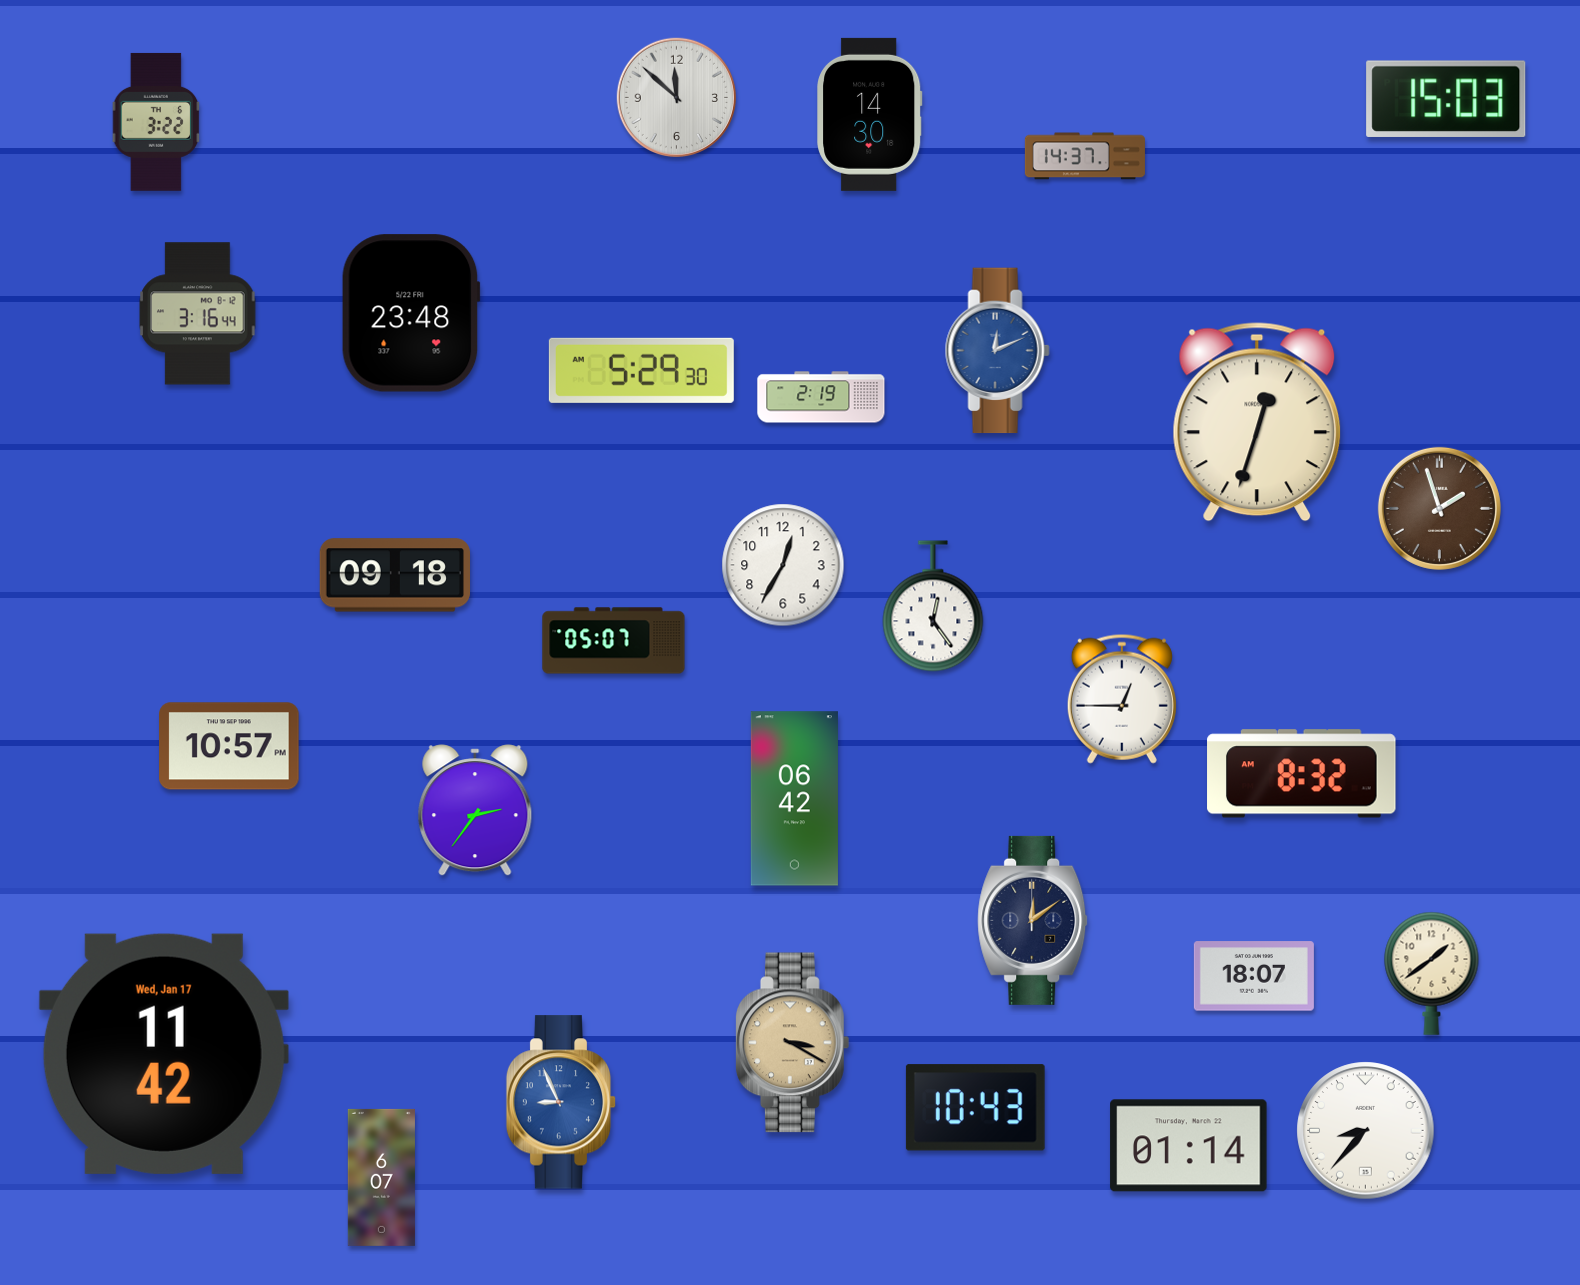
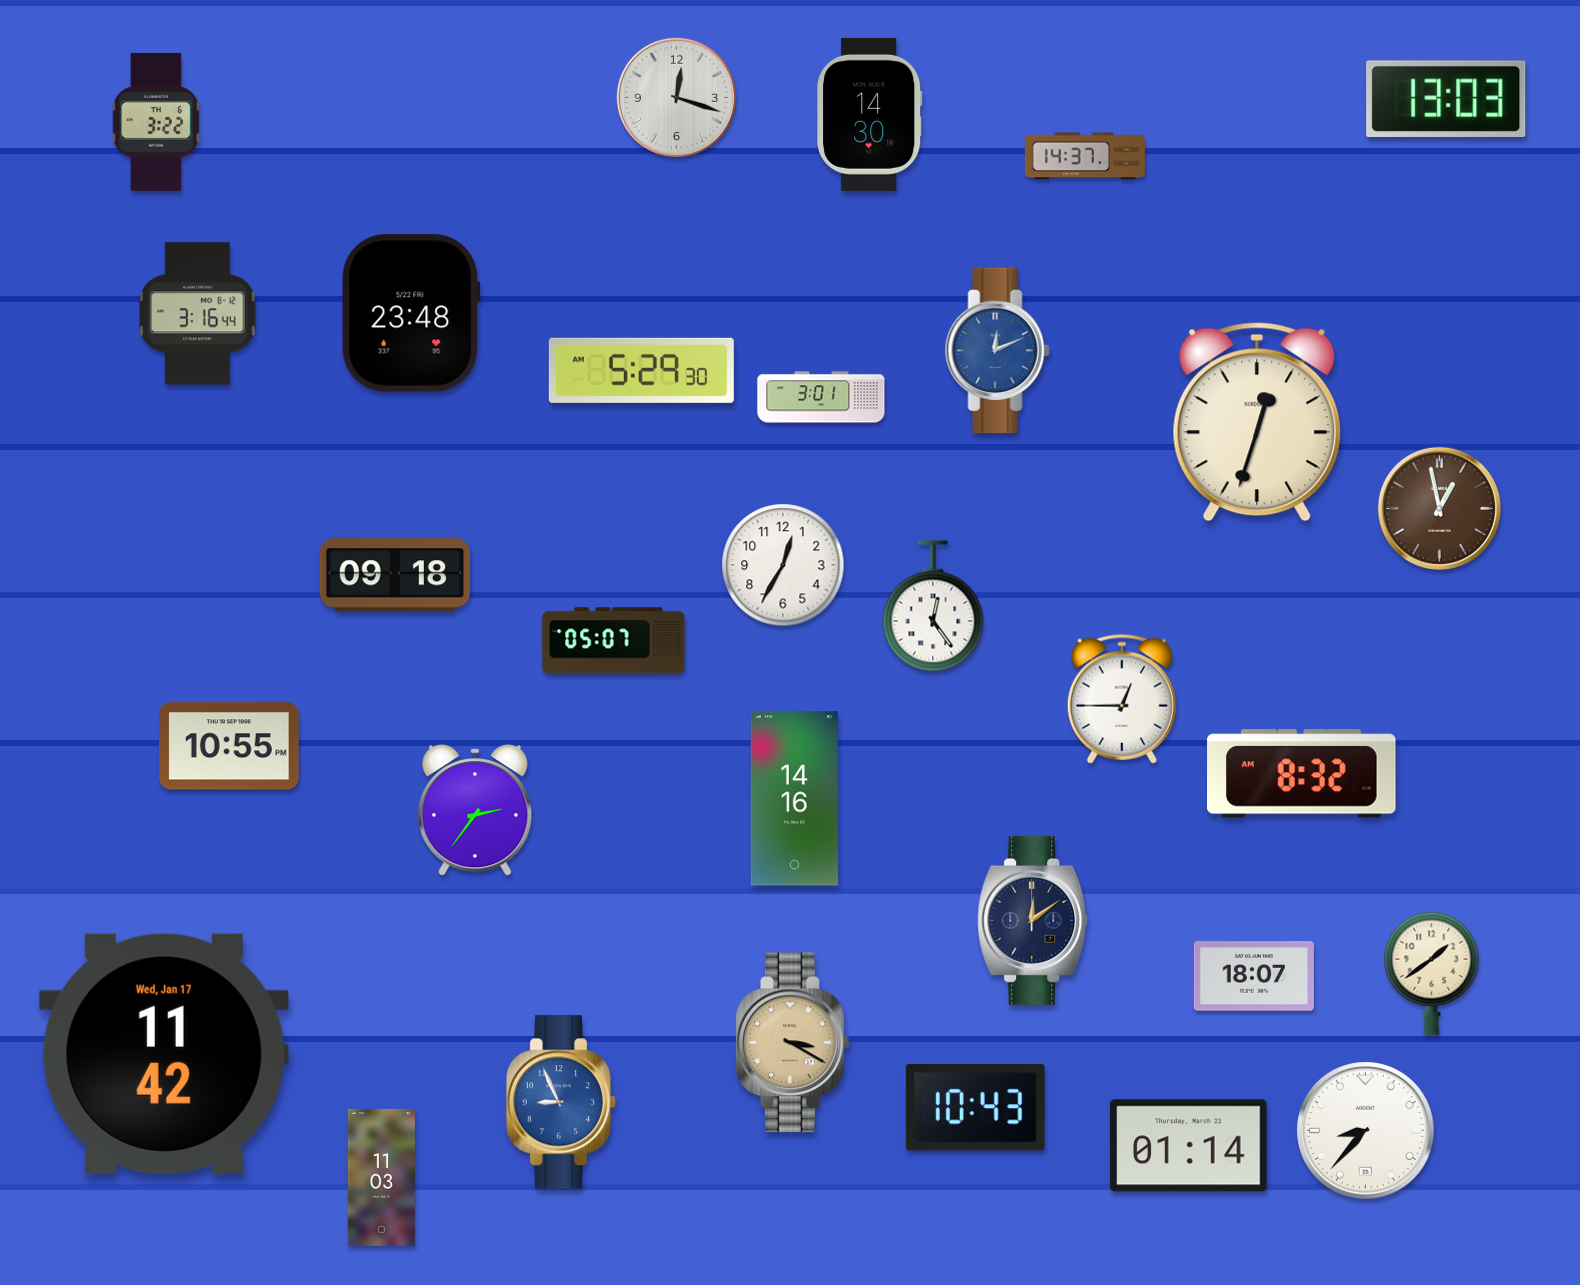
clock at (676, 97): 11:52 -> 12:18
clock at (1446, 99): 15:03 -> 13:03
clock at (821, 397): 2:19 -> 3:01
clock at (1439, 508): 1:57 -> 12:58
clock at (229, 746): 10:57 -> 10:55
clock at (794, 799): 06:42 -> 14:16
clock at (381, 1177): 6:07 -> 11:03
